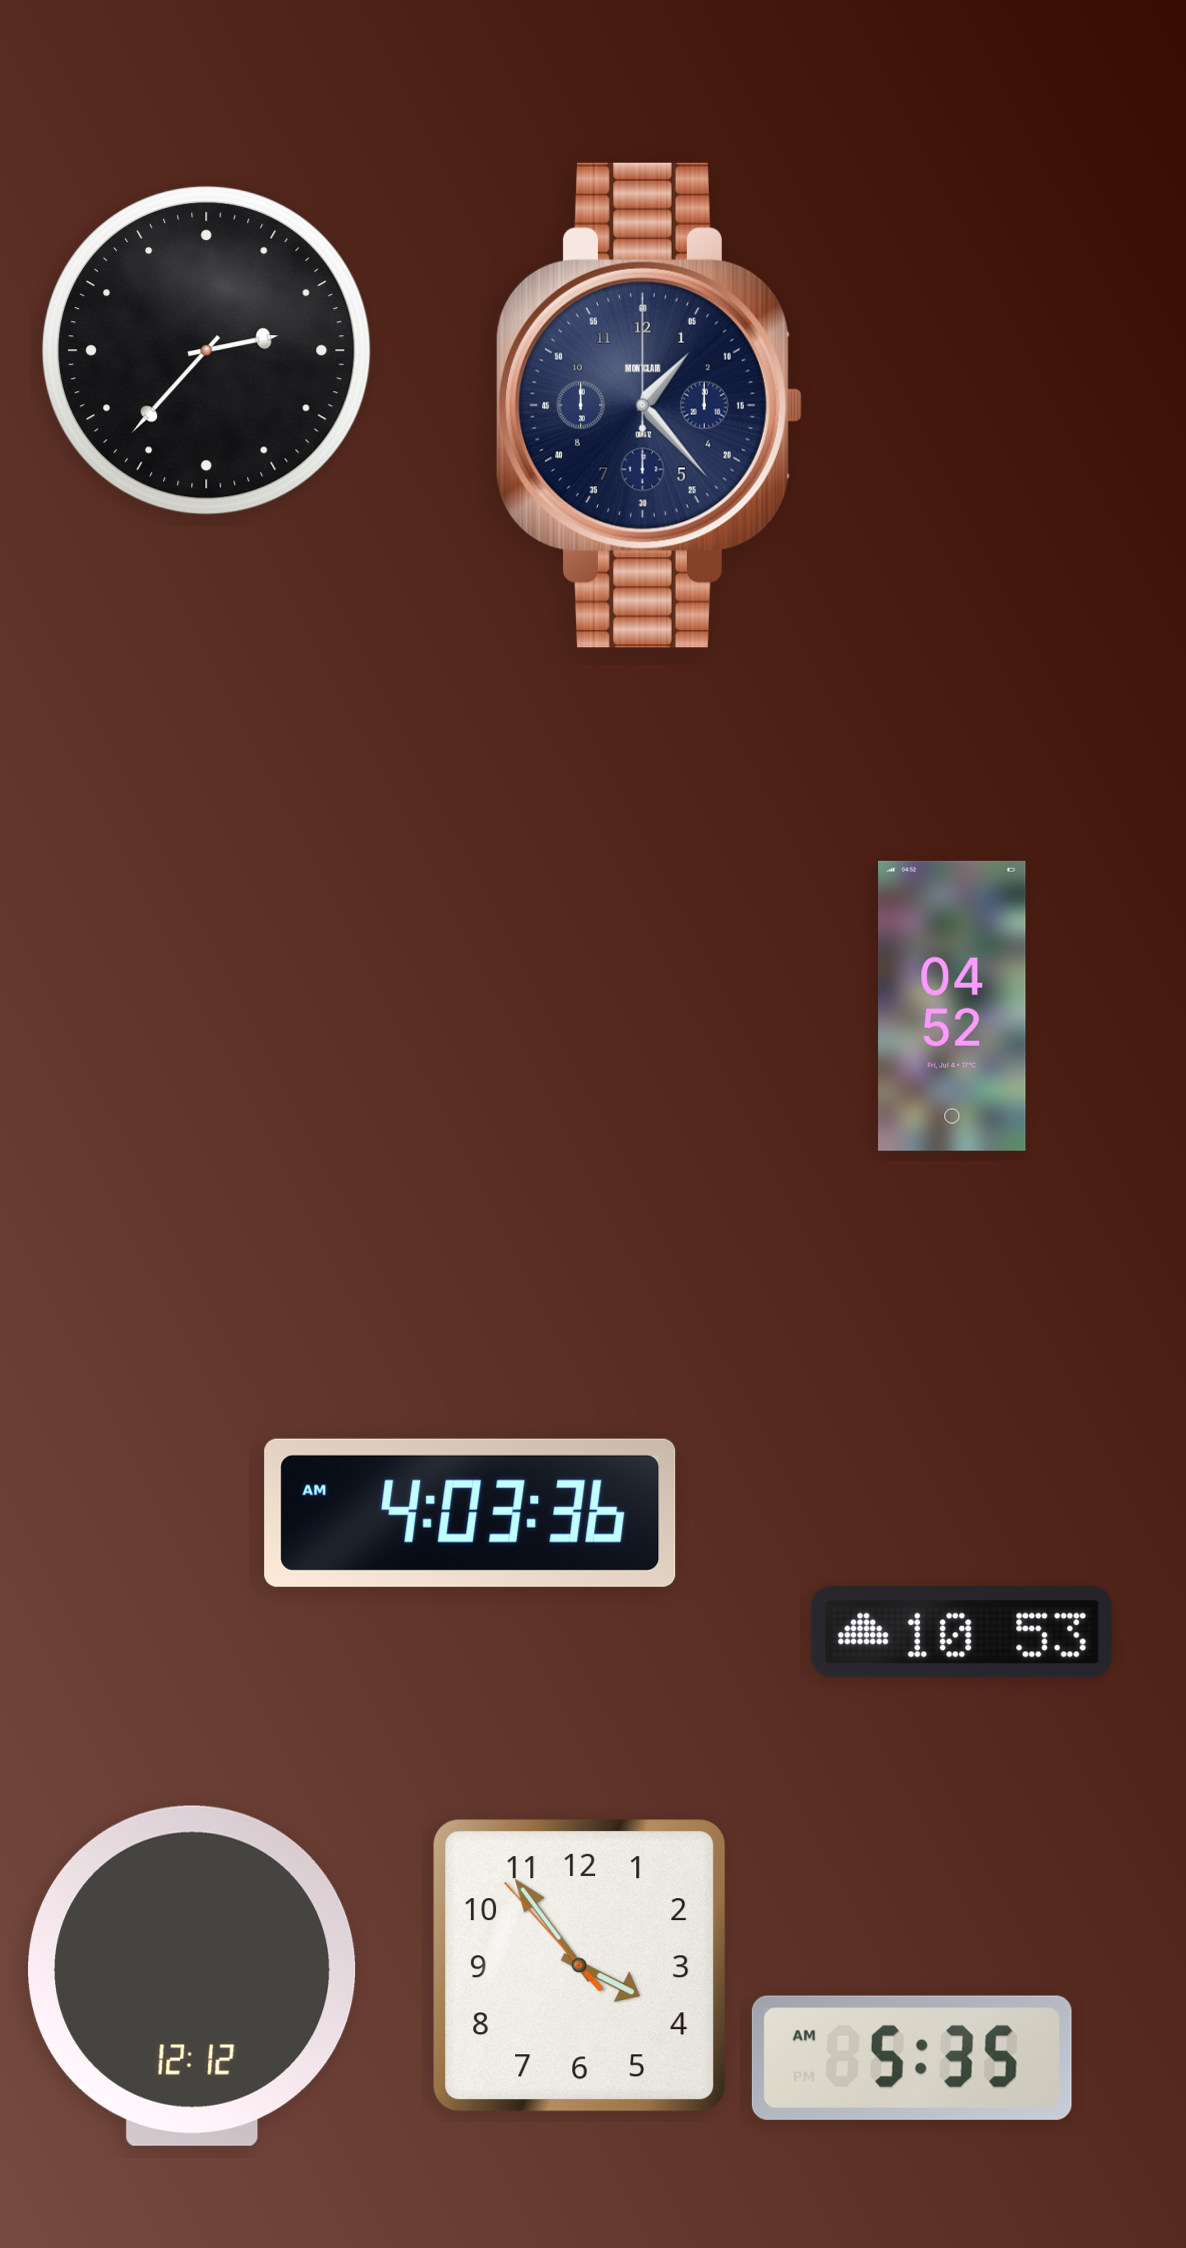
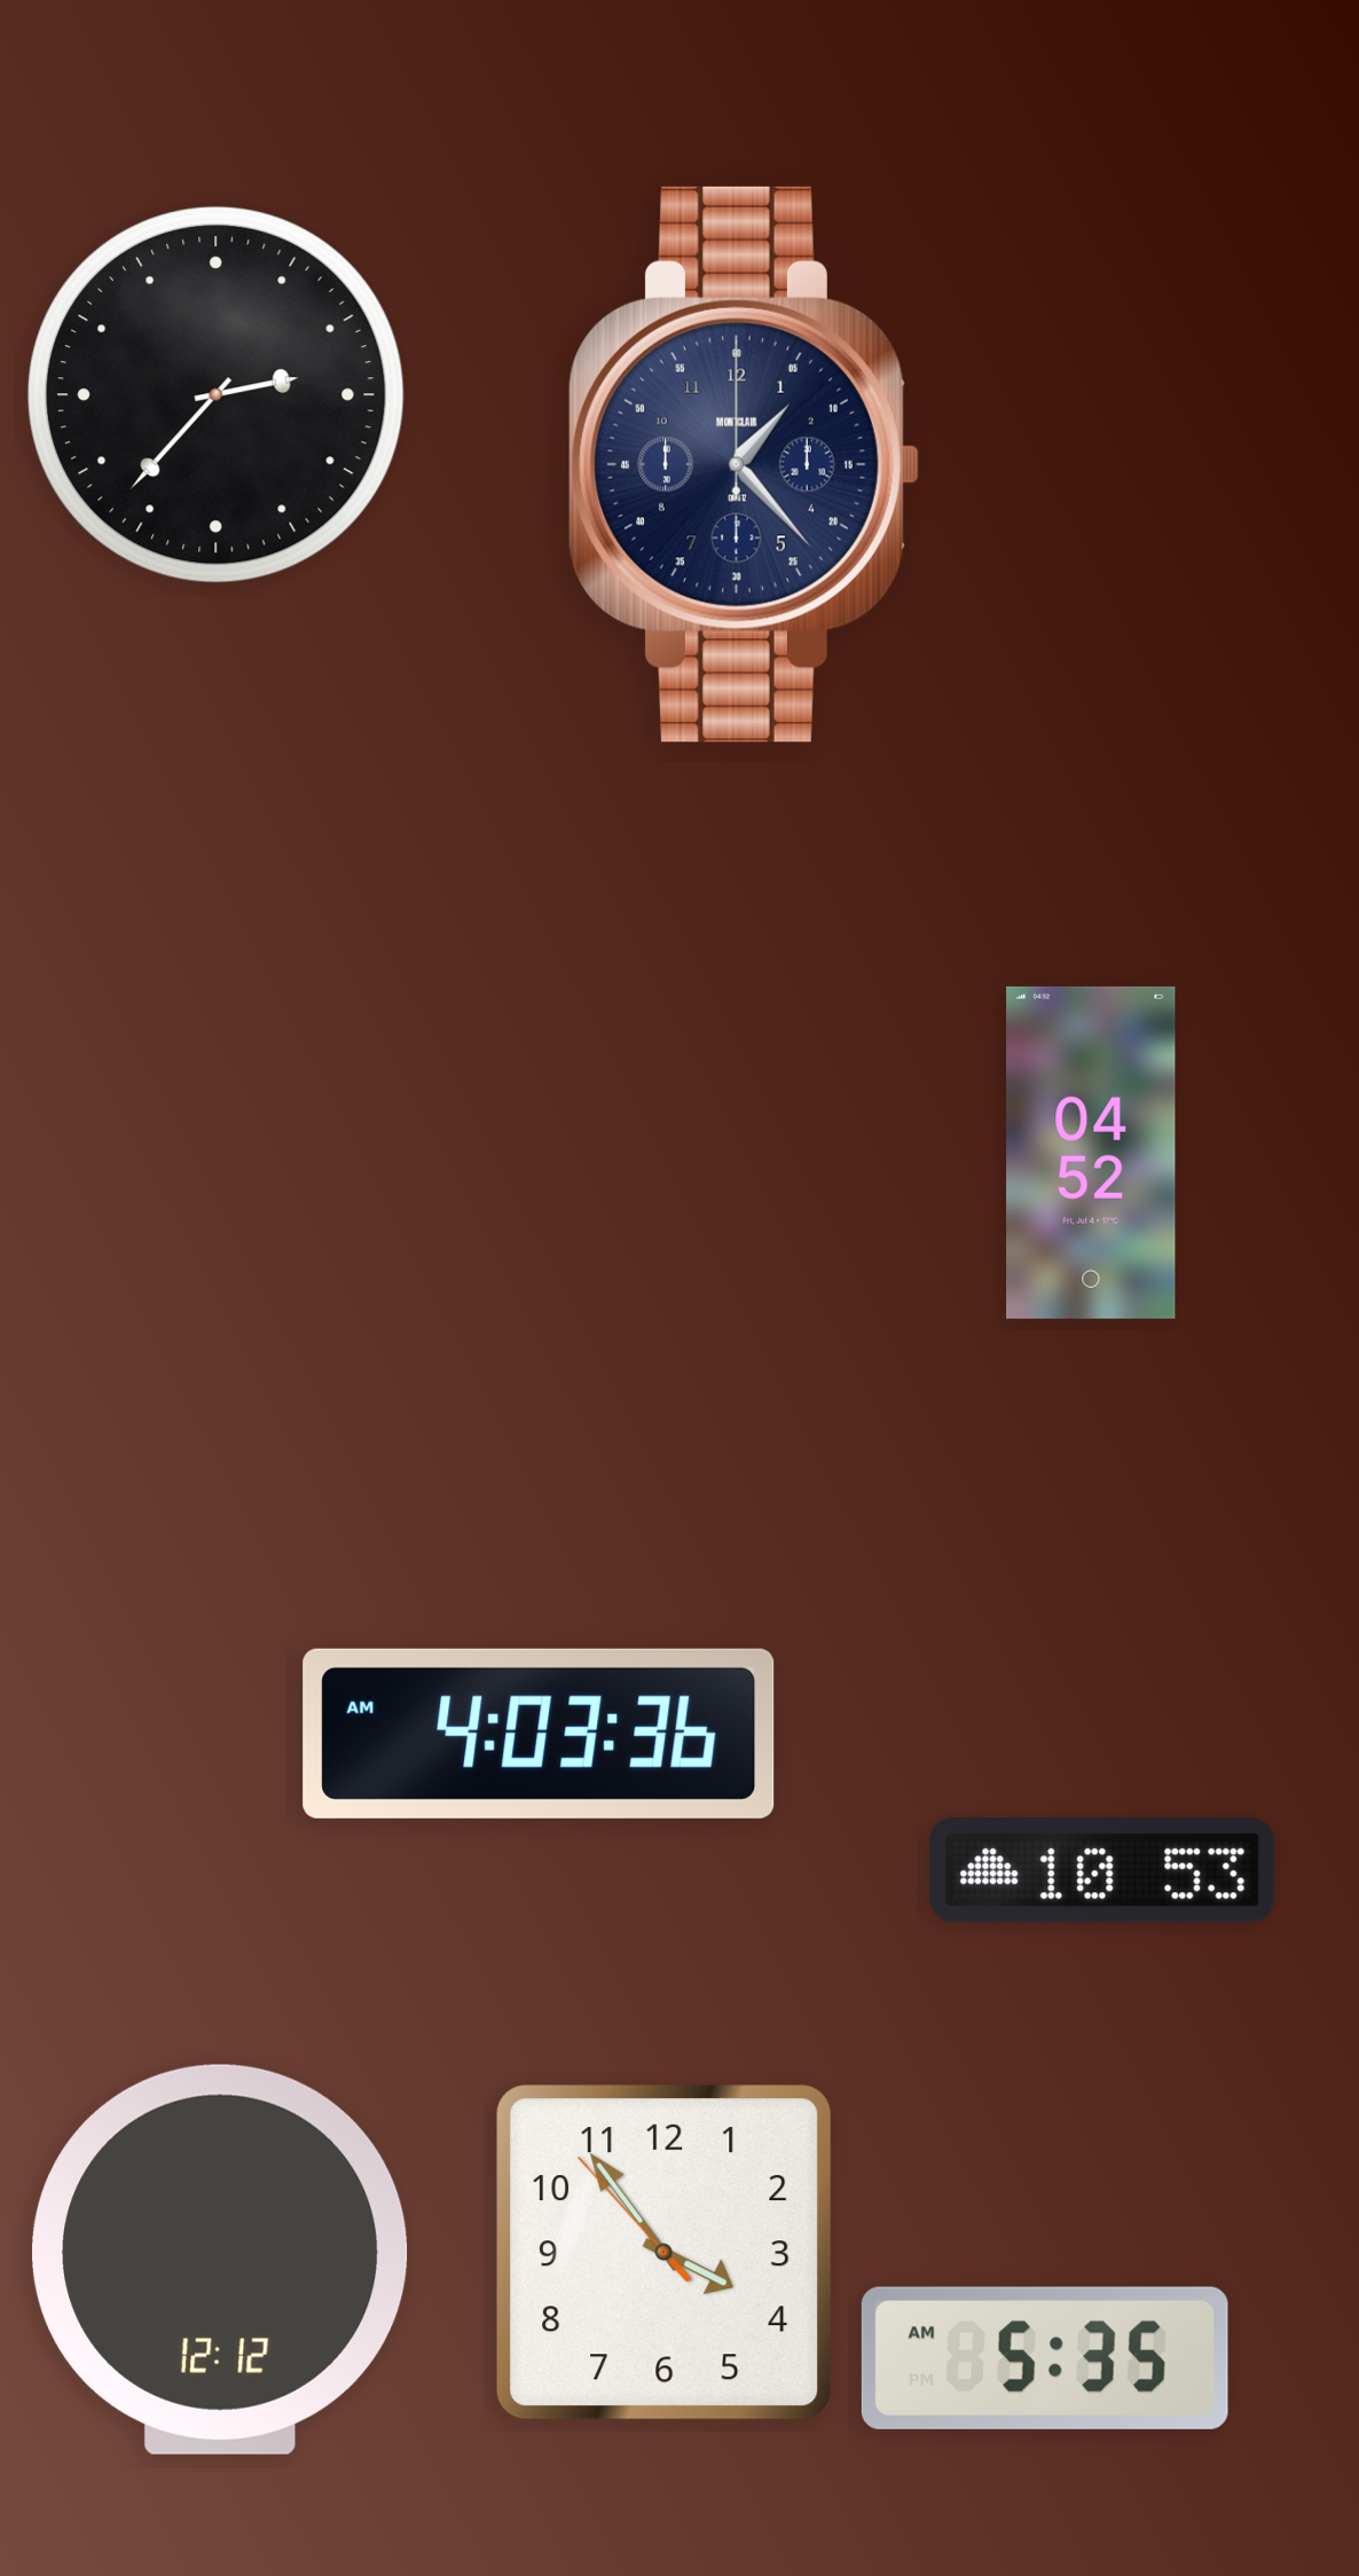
clock at (206, 350) position: (206, 350) -> (215, 394)
clock at (192, 1976) position: (192, 1976) -> (220, 2260)
